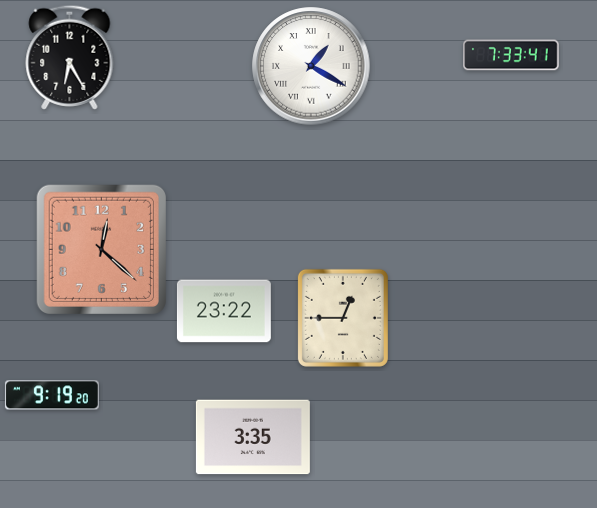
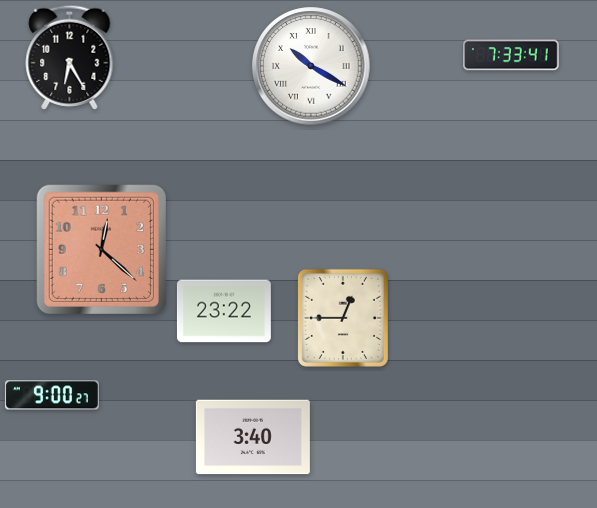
clock at (311, 66): 1:20 -> 10:20
clock at (52, 395): 9:19 -> 9:00
clock at (253, 437): 3:35 -> 3:40
